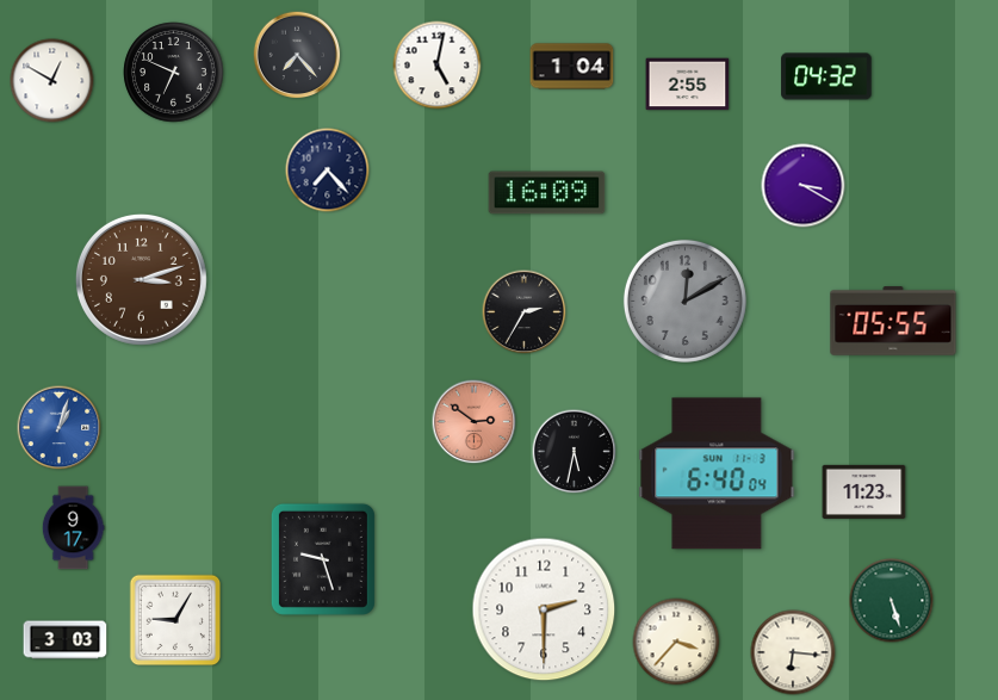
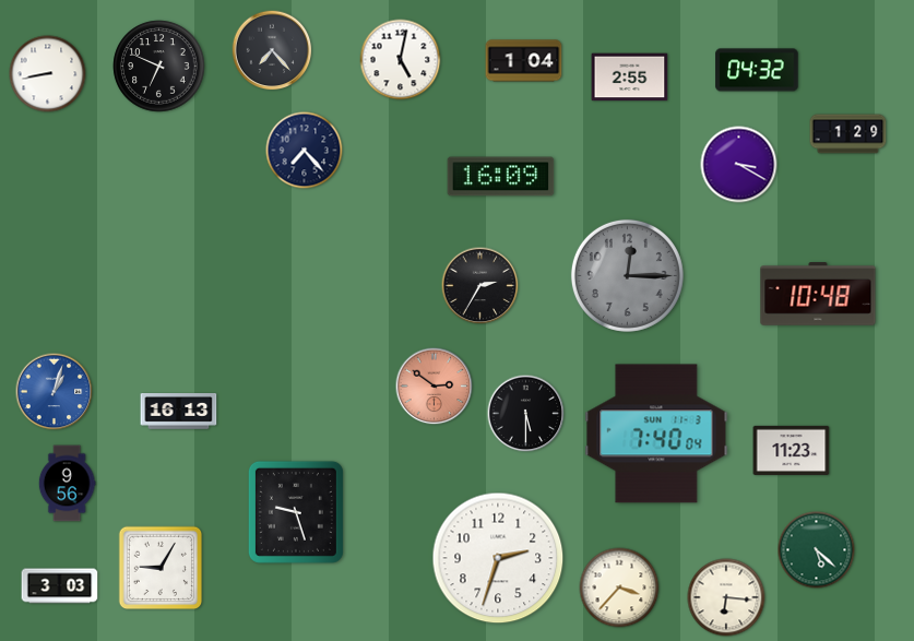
clock at (52, 81): 12:50 -> 8:43
clock at (848, 134): none -> 1:29
clock at (328, 171) position: (328, 171) -> (305, 151)
clock at (804, 186) position: (804, 186) -> (739, 165)
clock at (141, 279): 3:12 -> none
clock at (684, 301): 12:10 -> 12:15
clock at (893, 321): 05:55 -> 10:48
clock at (179, 412): none -> 16:13
clock at (575, 452): 5:32 -> 5:30
clock at (717, 473): 6:40 -> 7:40
clock at (73, 528): 9:17 -> 9:56
clock at (892, 601): 5:27 -> 5:22
clock at (544, 609): 2:30 -> 2:33
